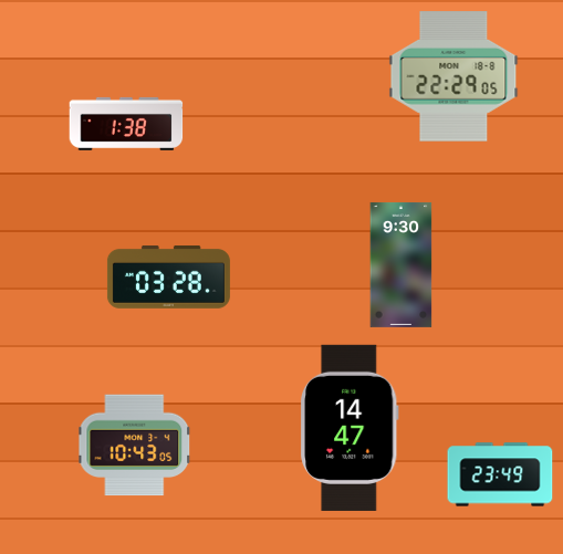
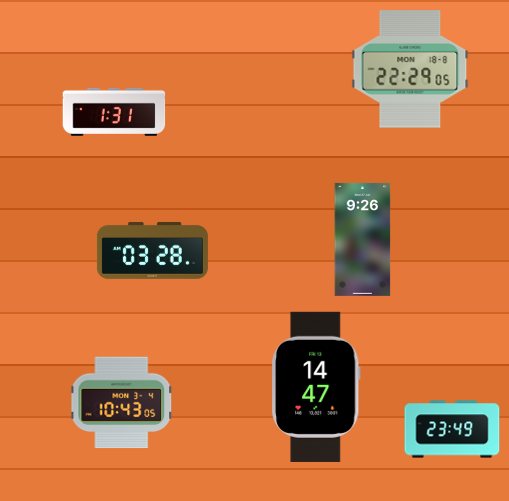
clock at (126, 124): 1:38 -> 1:31
clock at (402, 264): 9:30 -> 9:26
